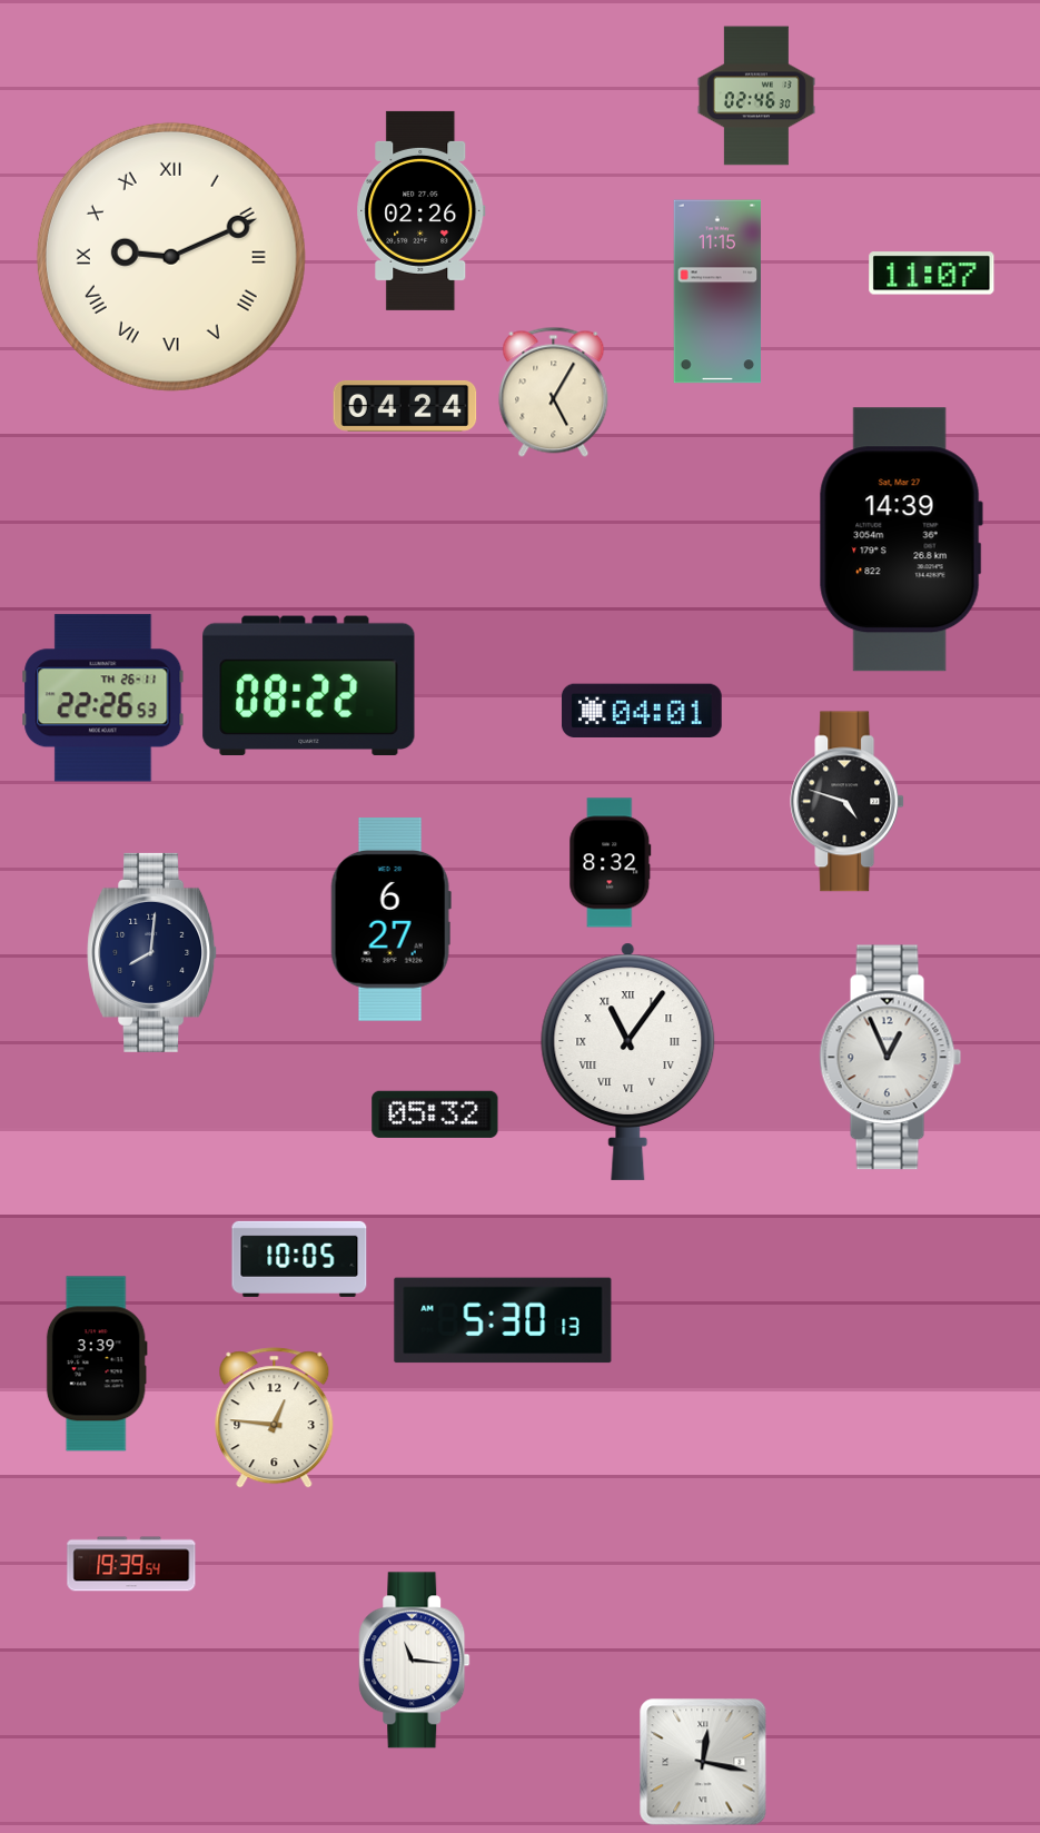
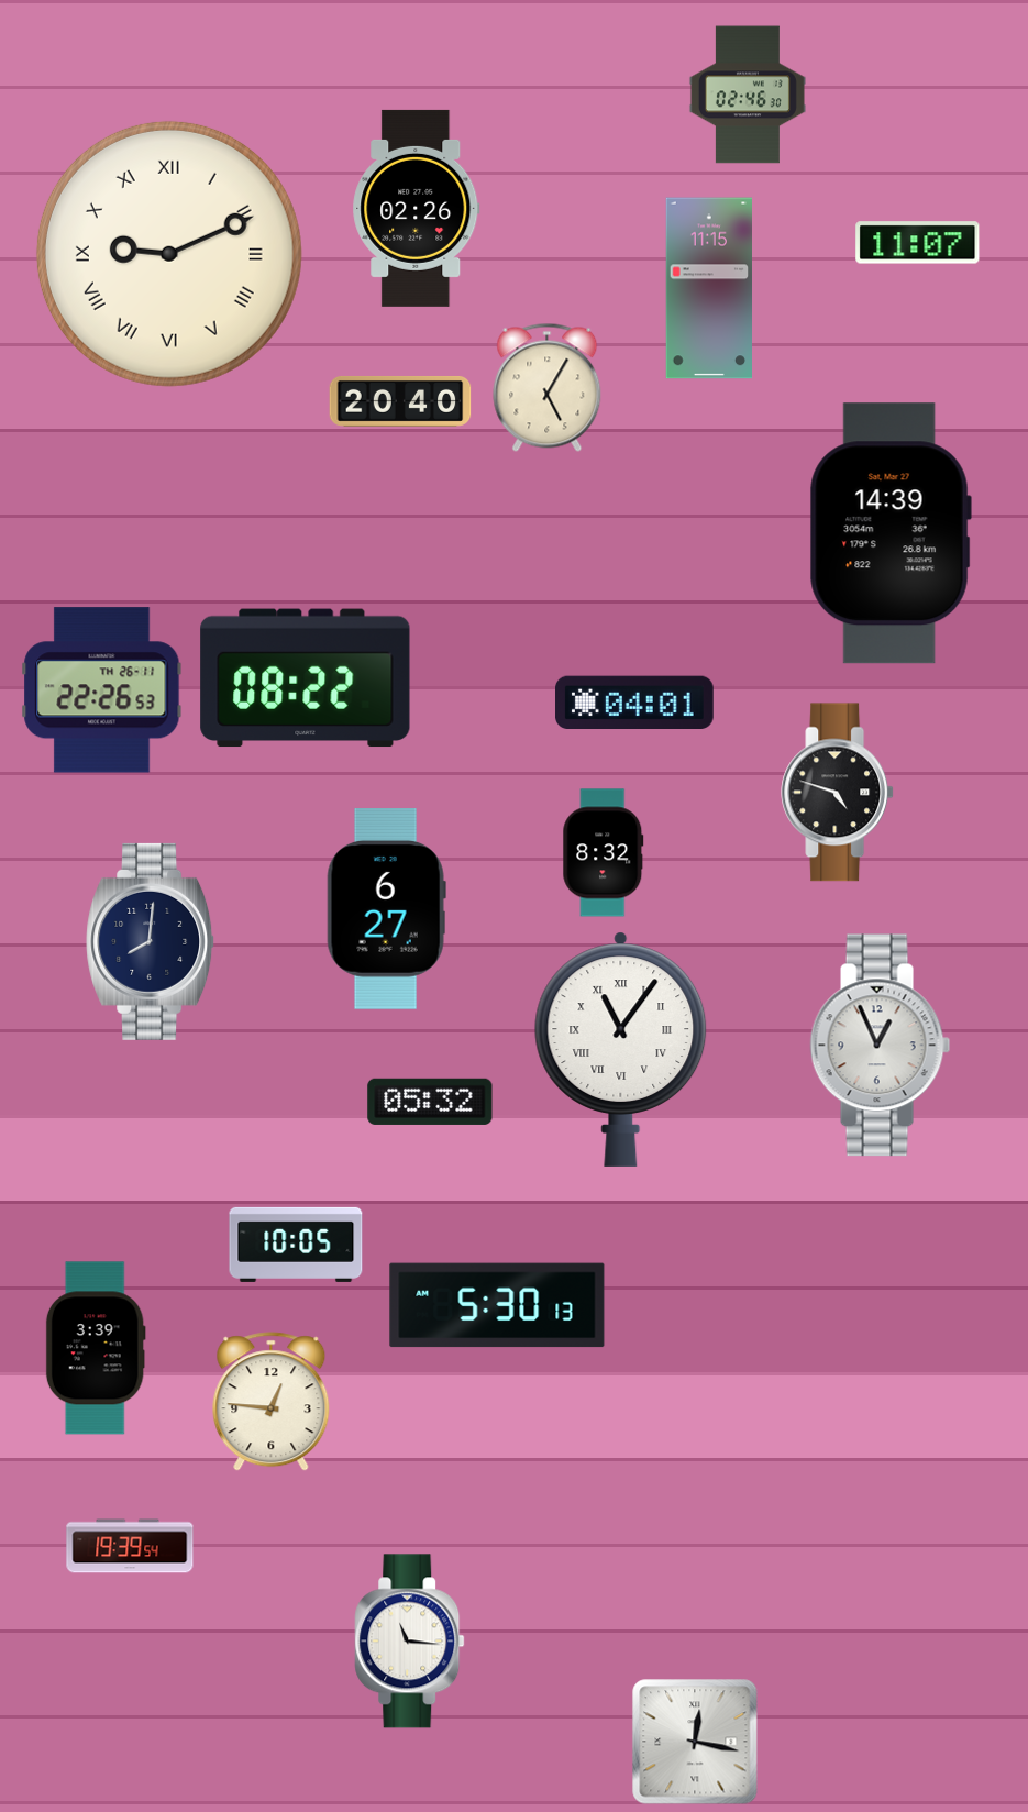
clock at (932, 274) position: (932, 274) -> (918, 243)
clock at (405, 406): 04:24 -> 20:40
